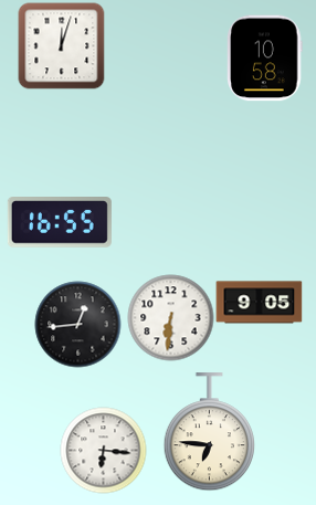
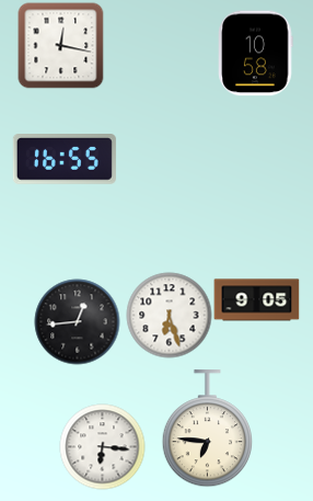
clock at (61, 45): 12:03 -> 12:17
clock at (265, 57) position: (265, 57) -> (256, 53)
clock at (60, 223) position: (60, 223) -> (65, 160)
clock at (170, 317): 6:31 -> 6:27
